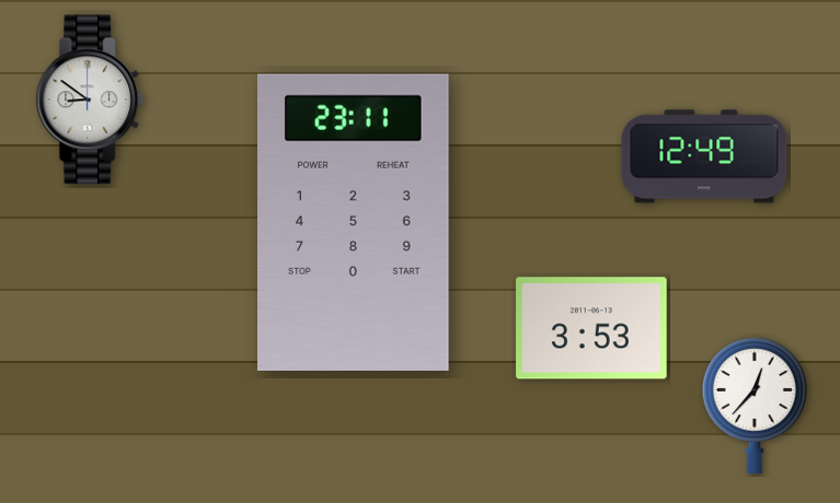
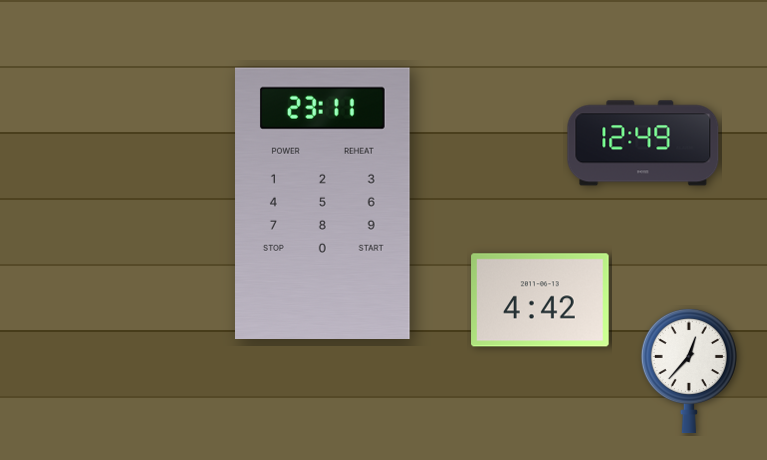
clock at (90, 100): 8:51 -> none
clock at (591, 328): 3:53 -> 4:42
